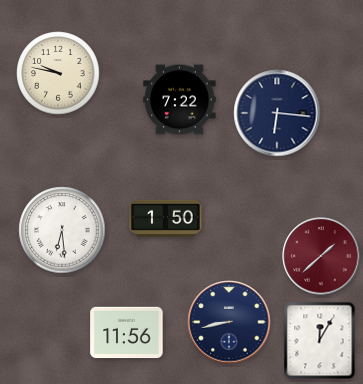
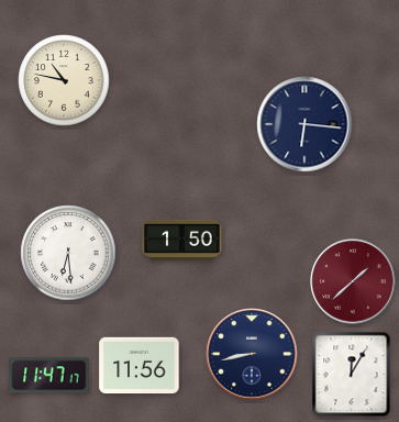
clock at (58, 73): 9:47 -> 10:47
clock at (180, 100): 7:22 -> none
clock at (49, 376): none -> 11:47
